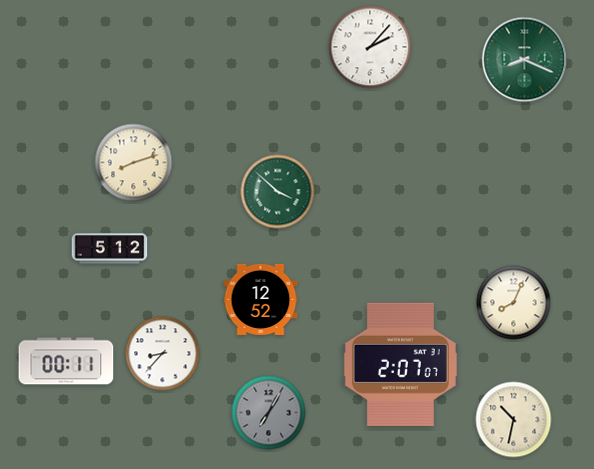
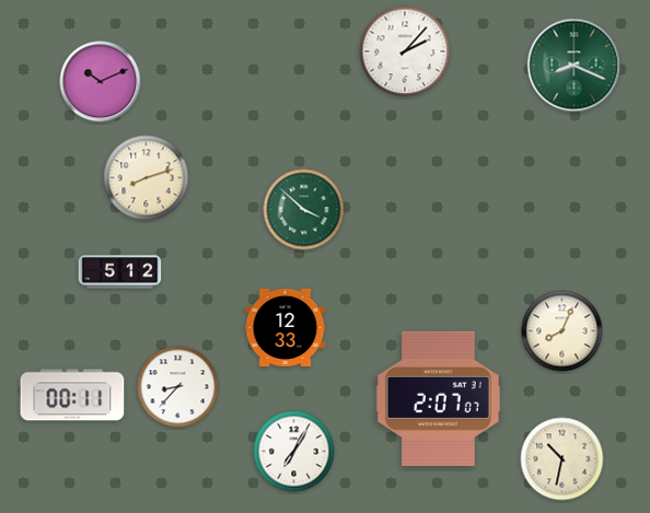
clock at (101, 82): none -> 10:11
clock at (261, 299): 12:52 -> 12:33
clock at (269, 413) dial: grey -> white
